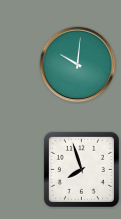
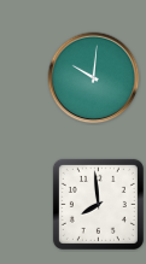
clock at (81, 169): 7:57 -> 7:59
